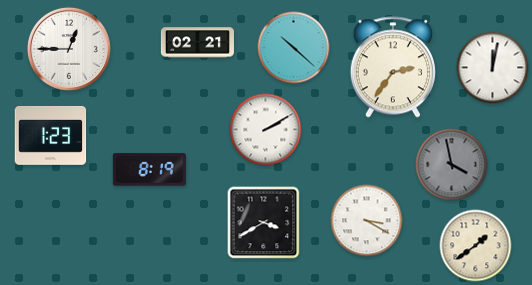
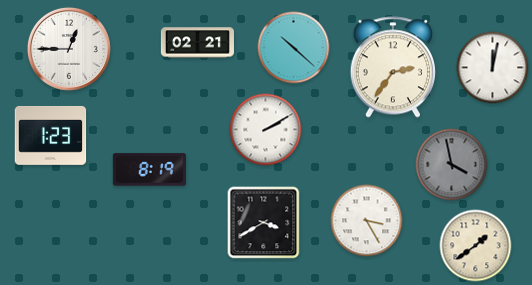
clock at (367, 221): 3:20 -> 3:25
